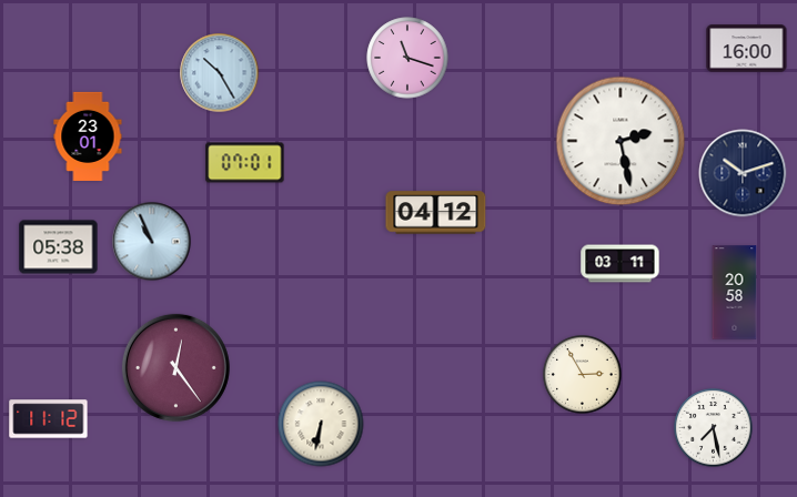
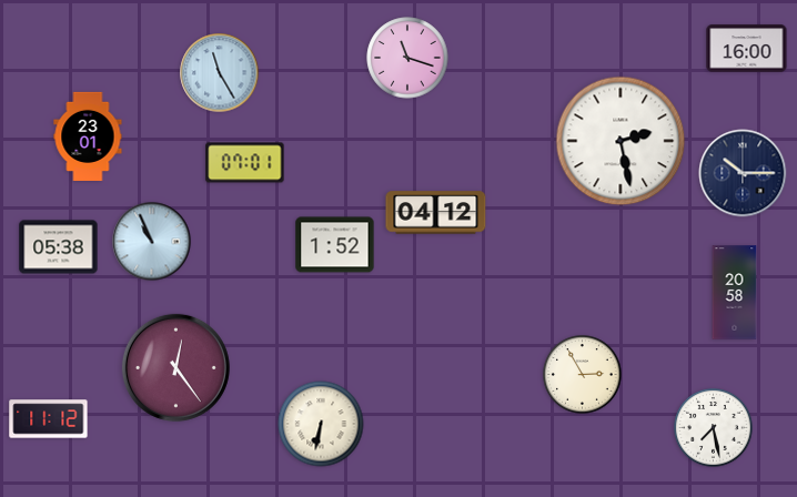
clock at (220, 73): 10:25 -> 11:25
clock at (743, 173): 10:12 -> 10:15
clock at (335, 245): none -> 1:52
clock at (621, 264): 03:11 -> none
